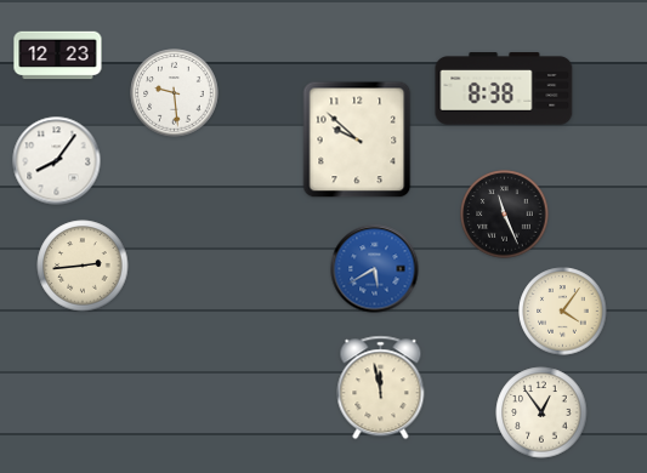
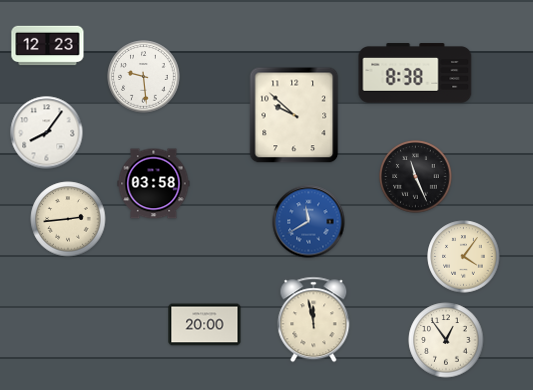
clock at (154, 184): none -> 03:58
clock at (375, 269): 5:40 -> 11:40
clock at (205, 325): none -> 20:00
